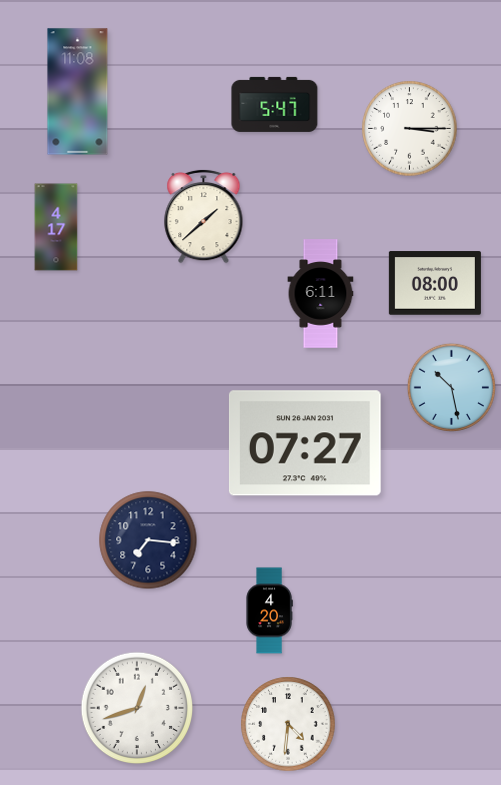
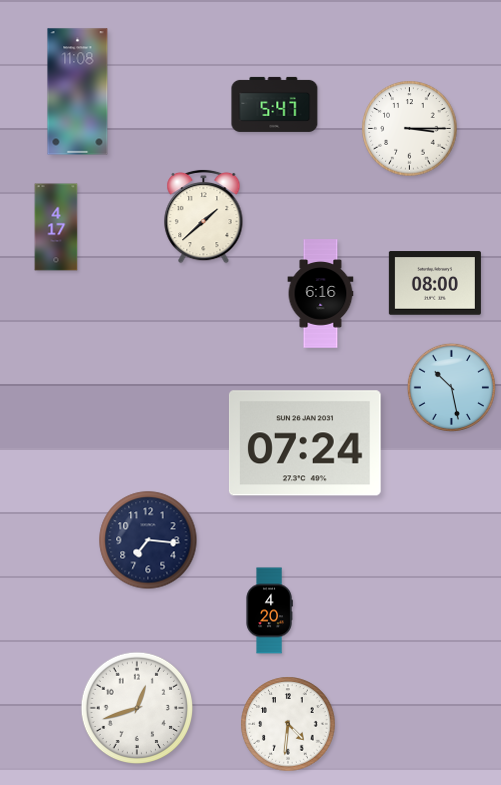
clock at (321, 294): 6:11 -> 6:16
clock at (305, 443): 07:27 -> 07:24
